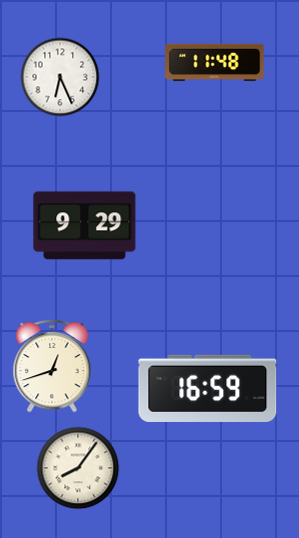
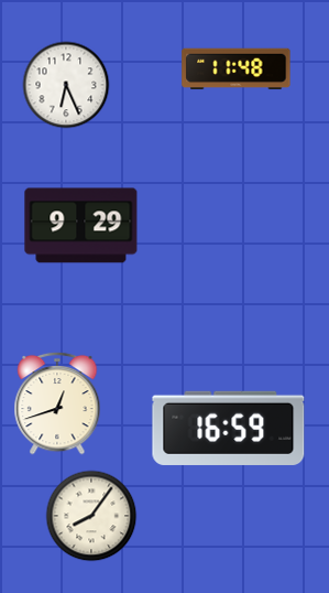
clock at (85, 226) position: (85, 226) -> (81, 226)
clock at (78, 468) position: (78, 468) -> (91, 516)
